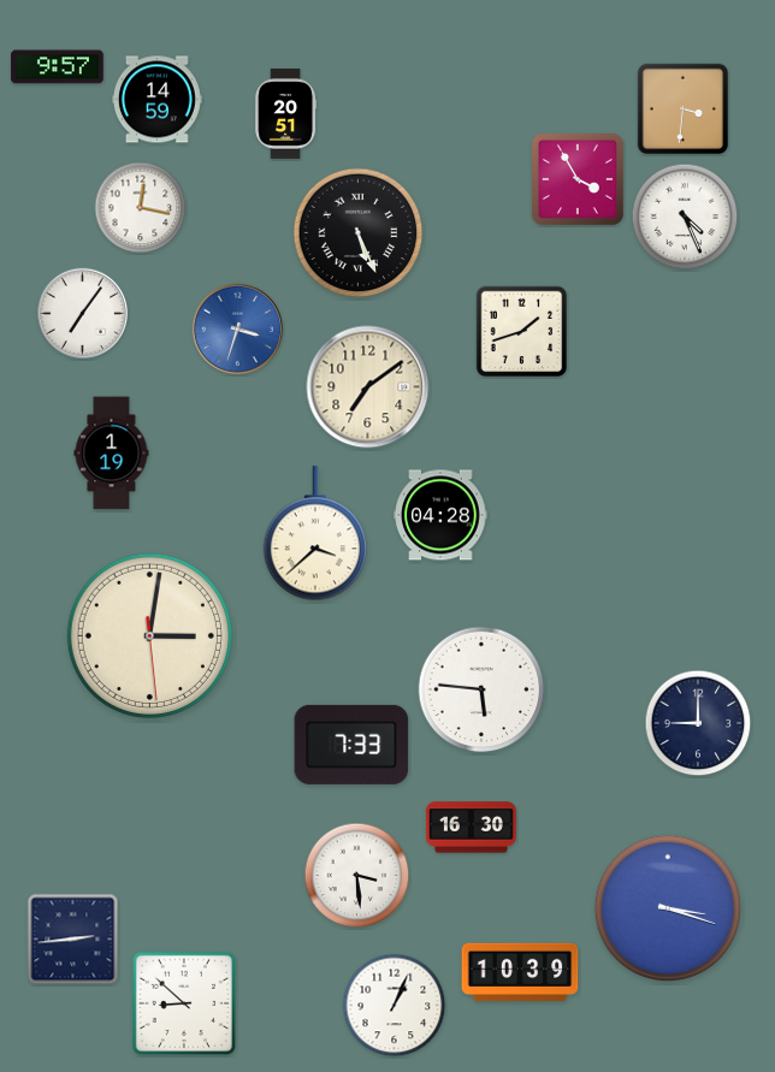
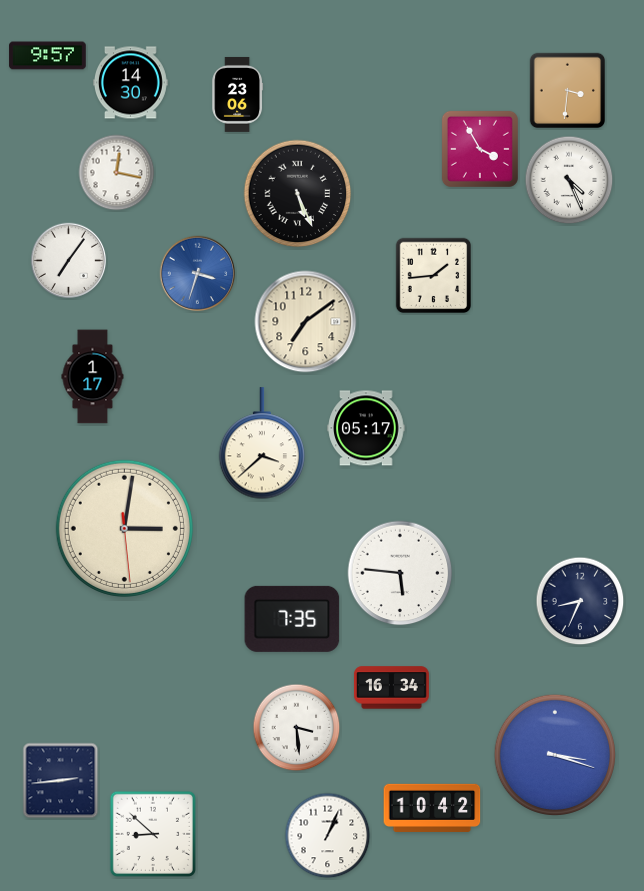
clock at (156, 100): 14:59 -> 14:30
clock at (286, 113): 20:51 -> 23:06
clock at (522, 332): 1:42 -> 1:44
clock at (112, 454): 1:19 -> 1:17
clock at (440, 515): 04:28 -> 05:17
clock at (698, 723): 9:00 -> 8:34
clock at (351, 745): 7:33 -> 7:35
clock at (471, 828): 16:30 -> 16:34
clock at (520, 972): 10:39 -> 10:42
